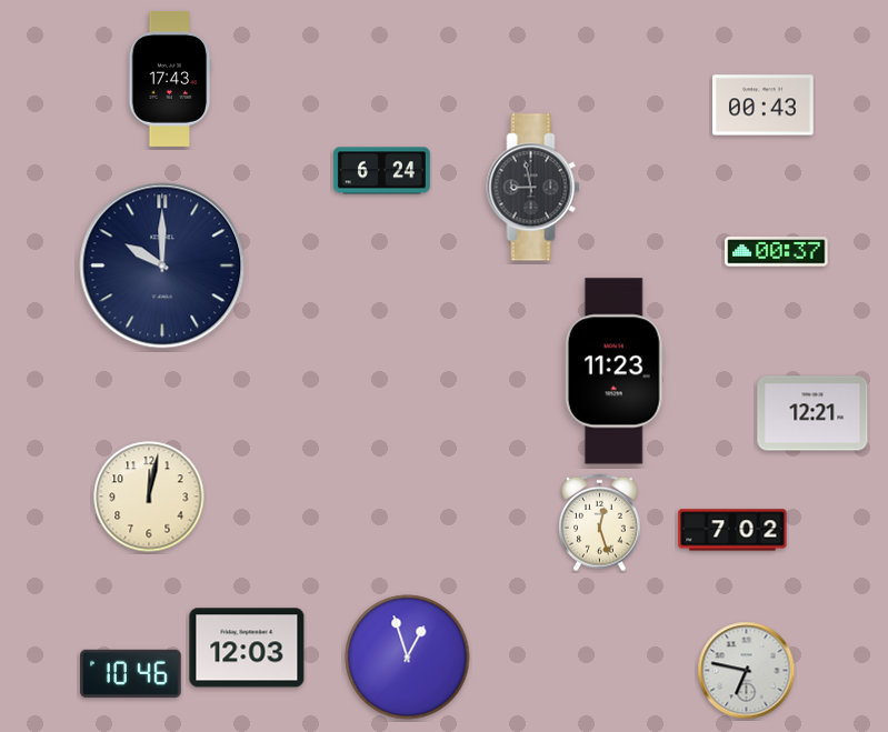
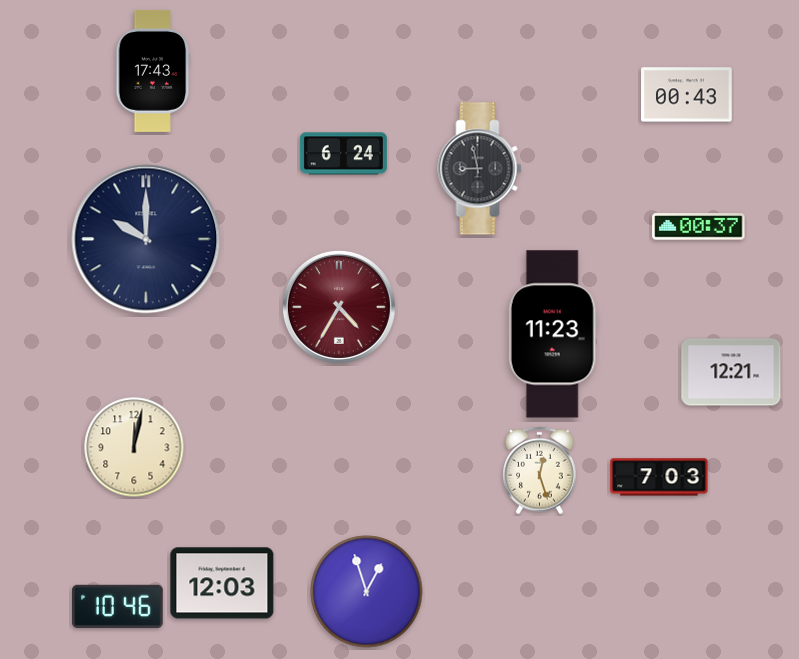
clock at (339, 307): none -> 4:35
clock at (732, 530): 7:02 -> 7:03
clock at (747, 671): 6:47 -> none
